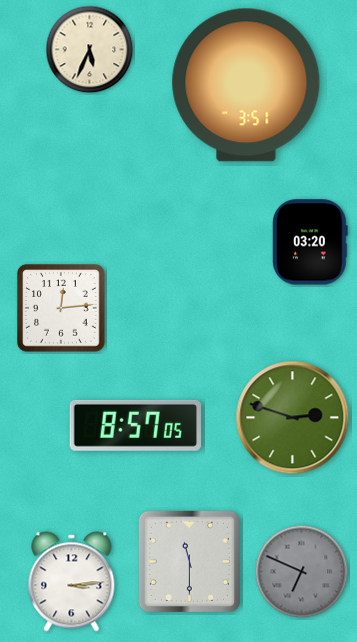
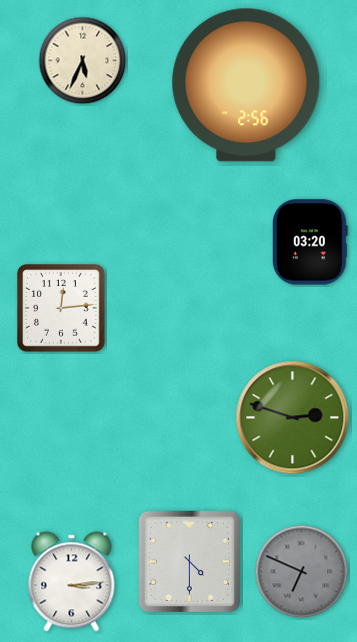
clock at (90, 50) position: (90, 50) -> (83, 61)
clock at (246, 85): 3:51 -> 2:56
clock at (135, 425): 8:57 -> none
clock at (189, 561): 11:30 -> 4:30
